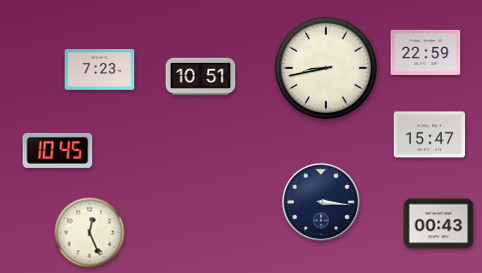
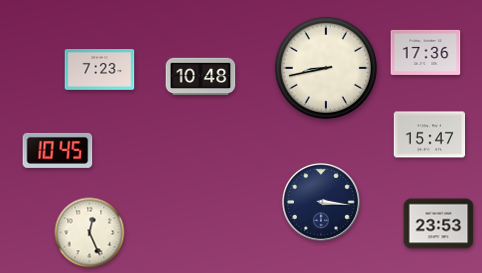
clock at (426, 52): 22:59 -> 17:36
clock at (201, 77): 10:51 -> 10:48
clock at (439, 224): 00:43 -> 23:53
